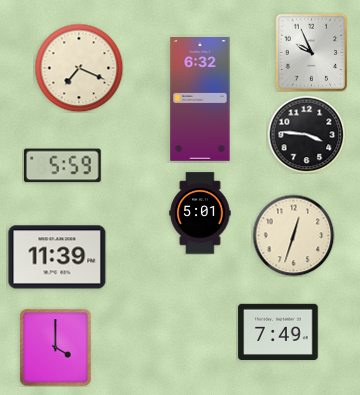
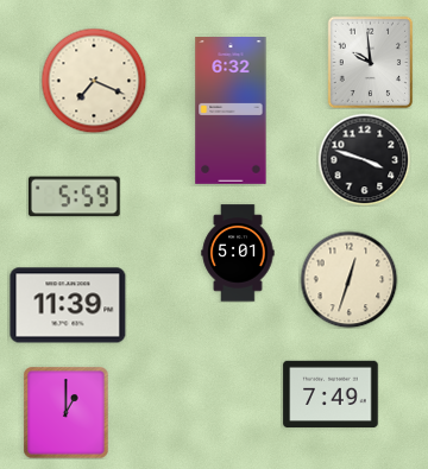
clock at (312, 52): 9:56 -> 9:59
clock at (200, 100) position: (200, 100) -> (231, 112)
clock at (306, 134): 3:46 -> 3:48
clock at (56, 347): 4:00 -> 1:00
